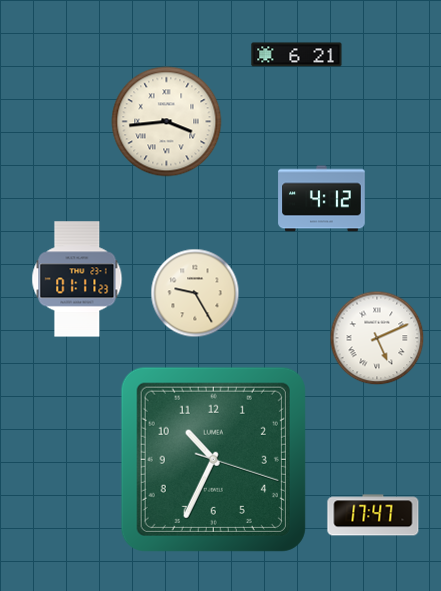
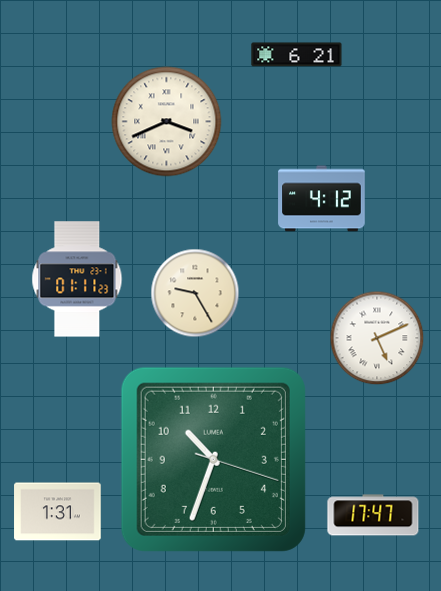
clock at (167, 122): 3:44 -> 3:41
clock at (213, 459): 10:34 -> 10:33
clock at (58, 512): none -> 1:31
